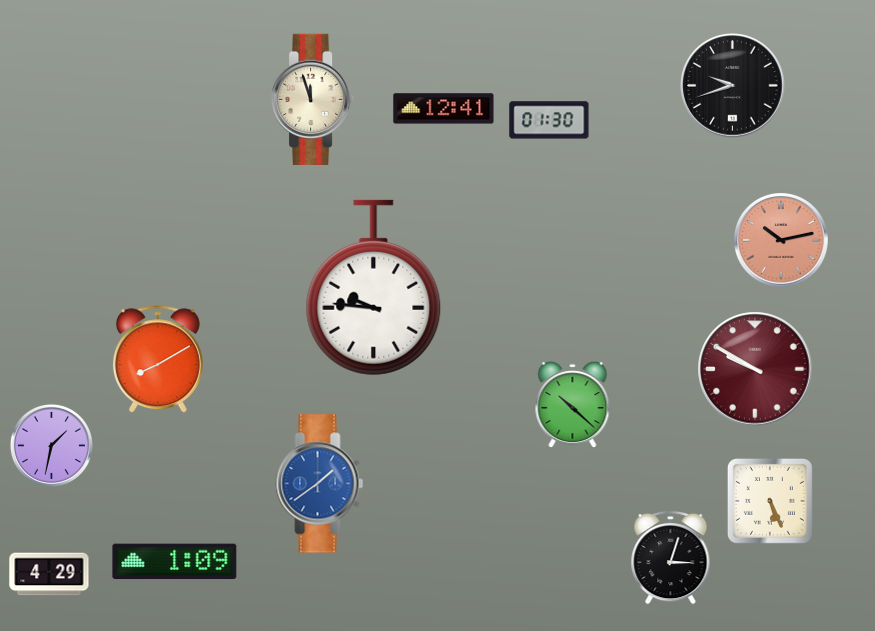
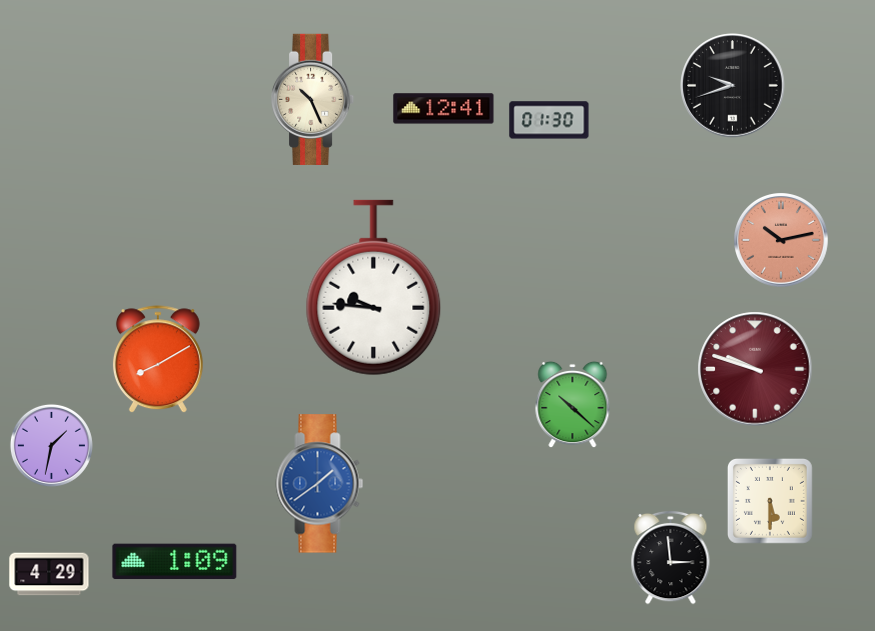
clock at (314, 99): 11:57 -> 10:26
clock at (755, 369): 9:50 -> 9:48
clock at (770, 501): 5:26 -> 5:30
clock at (671, 557): 3:03 -> 2:59
